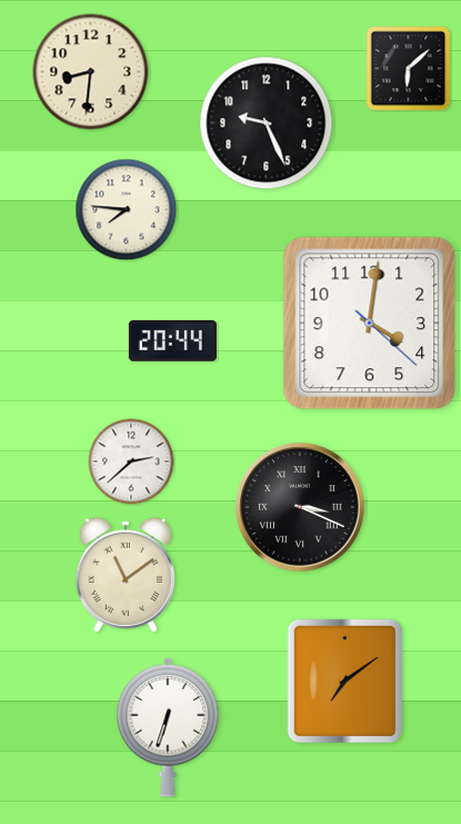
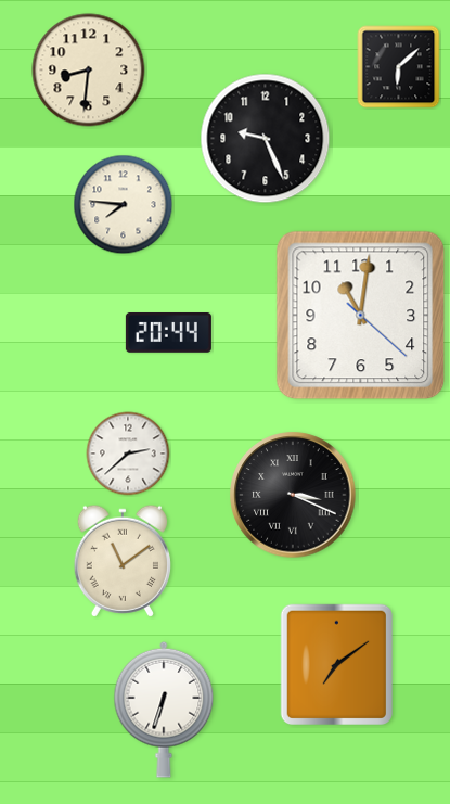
clock at (267, 123) position: (267, 123) -> (266, 139)
clock at (370, 324): 4:01 -> 11:01
clock at (131, 461) position: (131, 461) -> (128, 454)
